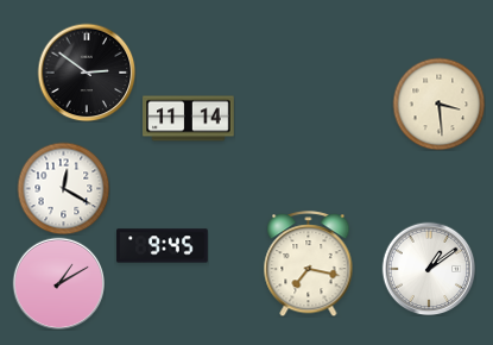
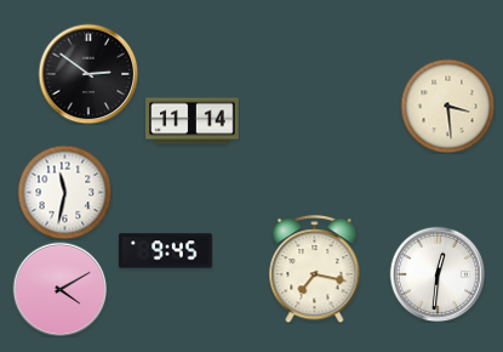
clock at (63, 188): 12:20 -> 11:32
clock at (429, 269): 1:09 -> 12:31
clock at (58, 283): 1:10 -> 4:10
